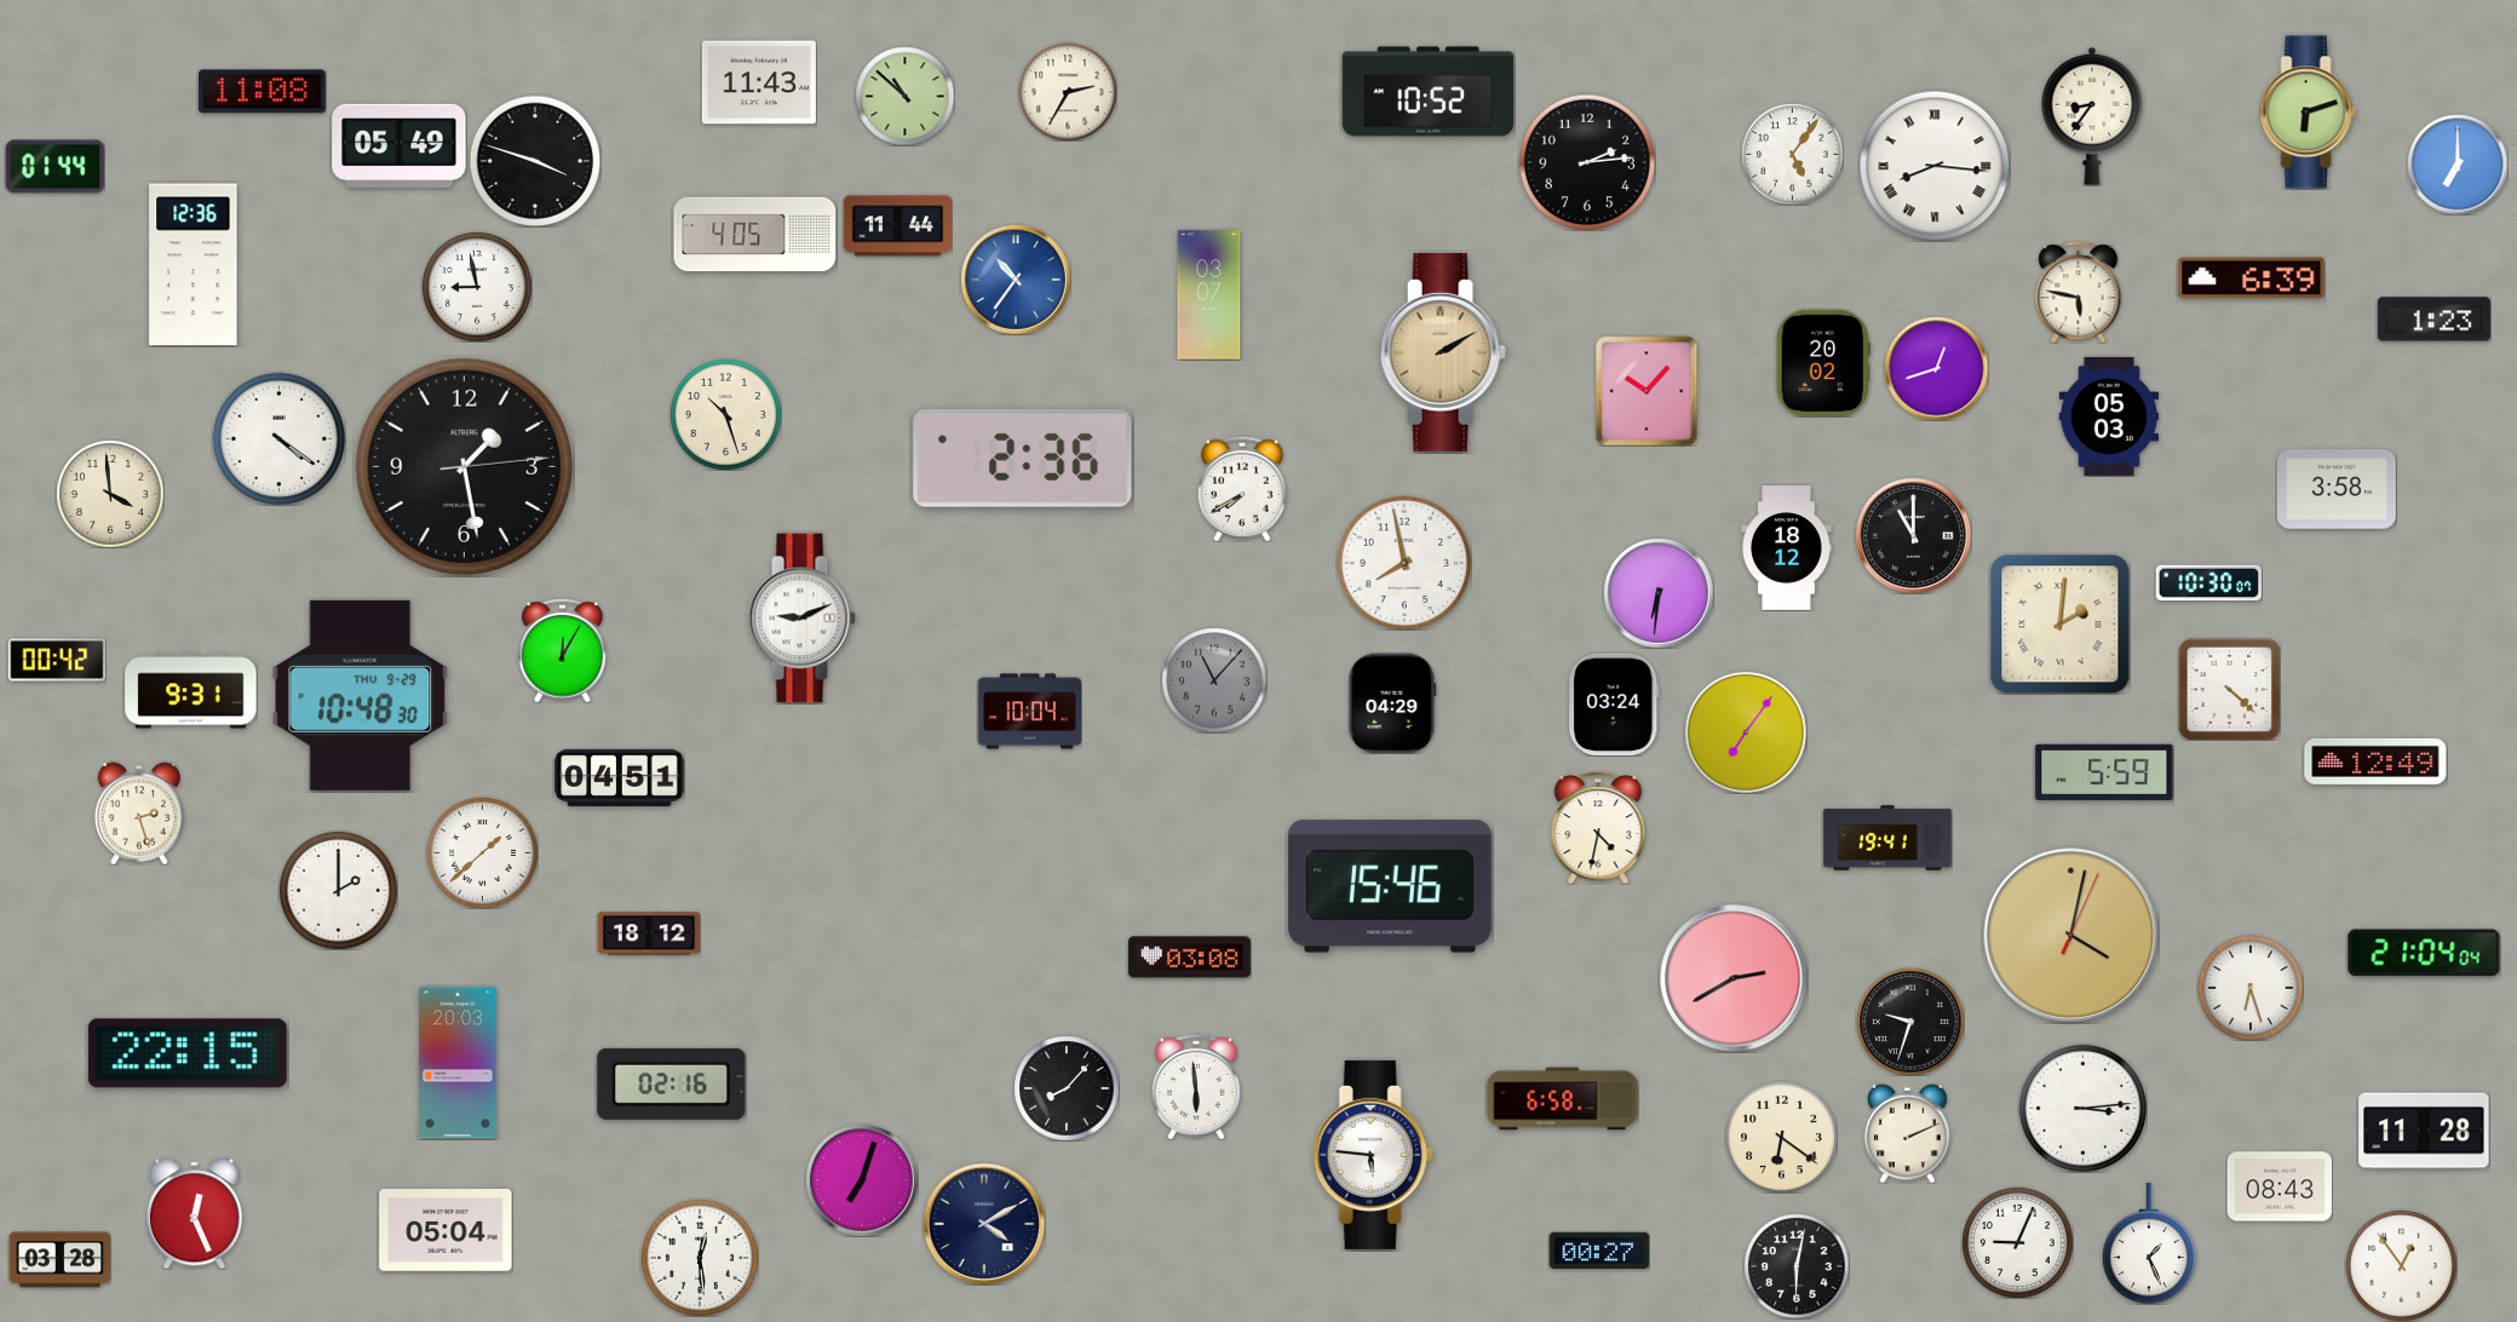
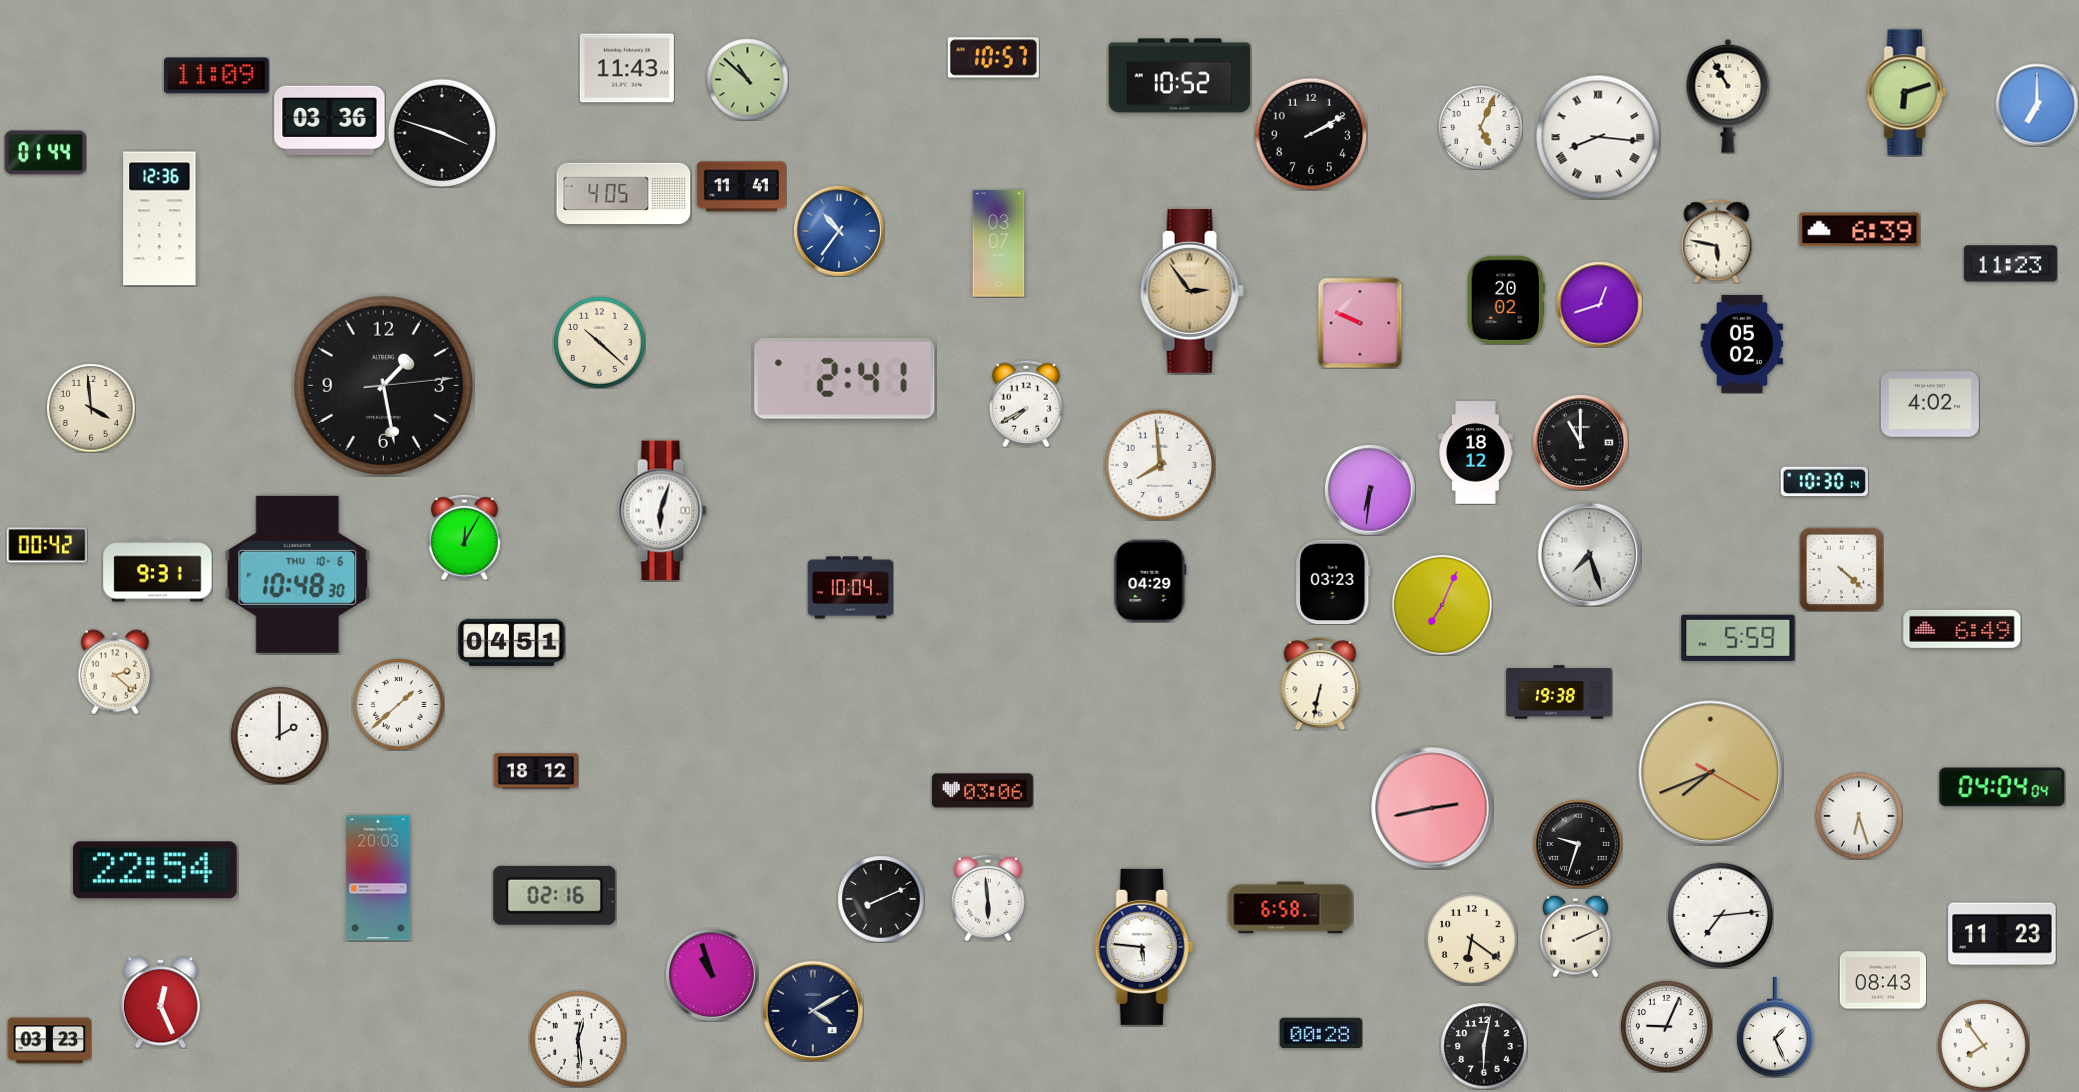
clock at (993, 58): none -> 10:57
clock at (263, 92): 11:08 -> 11:09
clock at (1068, 92): 2:35 -> none
clock at (2092, 116): 8:36 -> 10:55
clock at (400, 145): 05:49 -> 03:36
clock at (1792, 154): 5:06 -> 5:04
clock at (1587, 162): 2:14 -> 2:10
clock at (2458, 165) position: (2458, 165) -> (2037, 105)
clock at (54, 167) position: (54, 167) -> (45, 153)
clock at (897, 226): 11:44 -> 11:41
clock at (477, 287): 8:58 -> none
clock at (2433, 320): 1:23 -> 11:23
clock at (1443, 352): 2:10 -> 2:54
clock at (1647, 391): 10:07 -> 9:49
clock at (725, 414): 10:27 -> 10:22
clock at (2109, 416): 05:03 -> 05:02
clock at (278, 438): 4:21 -> none
clock at (1023, 459): 2:36 -> 2:41
clock at (2337, 489): 3:58 -> 4:02
clock at (1404, 563): 7:58 -> 7:59
clock at (2208, 582): 10:30:07 -> 10:30:14
clock at (801, 619): 9:11 -> 6:03
clock at (2059, 623): 2:01 -> none
clock at (1589, 554): none -> 7:27
clock at (1214, 680): 11:07 -> none
clock at (361, 695) date: THU 9-29 -> THU 10-6
clock at (1614, 705): 03:24 -> 03:23
clock at (1746, 732): 7:06 -> 7:04
clock at (2375, 761): 12:49 -> 6:49
clock at (139, 814): 2:27 -> 2:22
clock at (1598, 828): 4:32 -> 6:32
clock at (1887, 838): 19:41 -> 19:38
clock at (1390, 886): 15:46 -> none
clock at (2071, 936): 4:02 -> 7:41
clock at (2424, 953): 21:04 -> 04:04
clock at (1190, 958): 03:08 -> 03:06
clock at (1734, 978): 2:40 -> 2:43
clock at (188, 1053): 22:15 -> 22:54
clock at (1067, 1088): 8:07 -> 8:11
clock at (2082, 1108): 3:14 -> 7:14
clock at (2424, 1131): 11:28 -> 11:23
clock at (1373, 1155) position: (1373, 1155) -> (1144, 947)
clock at (862, 1180): 7:03 -> 10:57
clock at (446, 1231): 05:04 -> none
clock at (1599, 1249): 00:27 -> 00:28
clock at (59, 1260): 03:28 -> 03:23
clock at (2401, 1265): 12:54 -> 7:54
